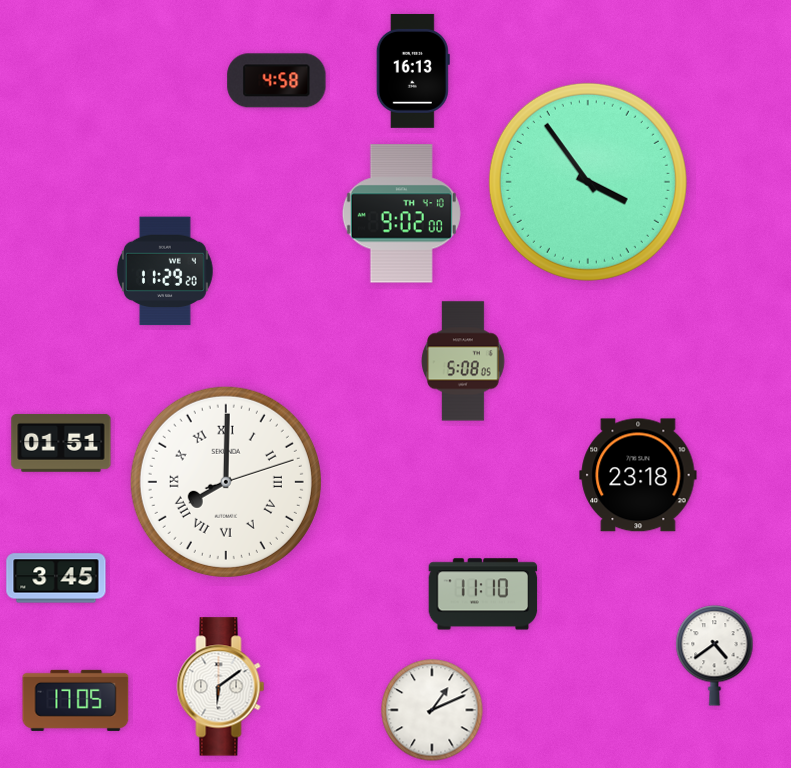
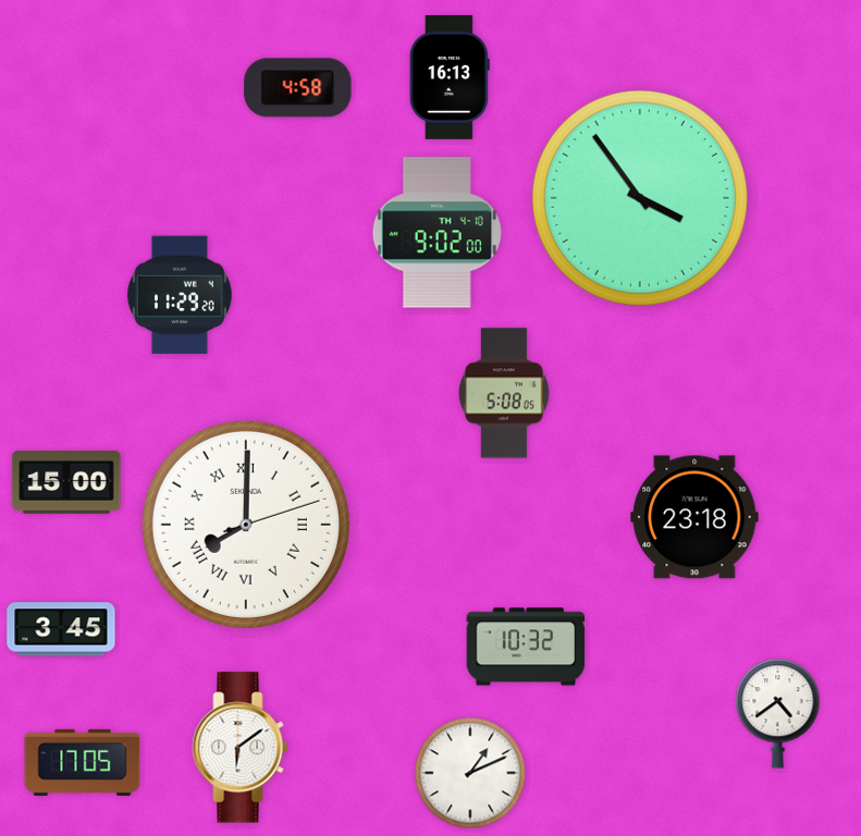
clock at (277, 81) position: (277, 81) -> (298, 88)
clock at (61, 443): 01:51 -> 15:00
clock at (483, 594): 11:10 -> 10:32
